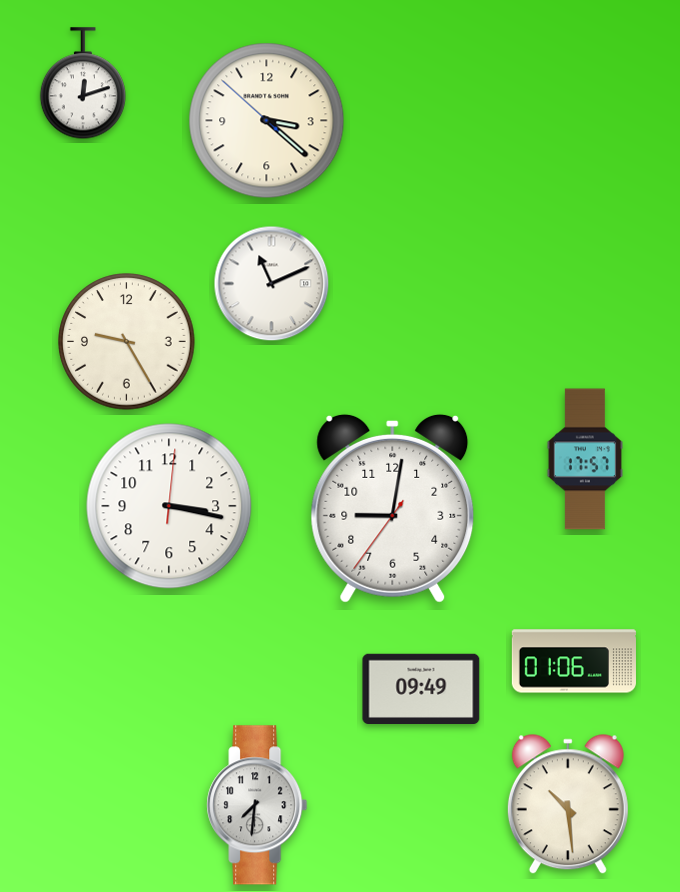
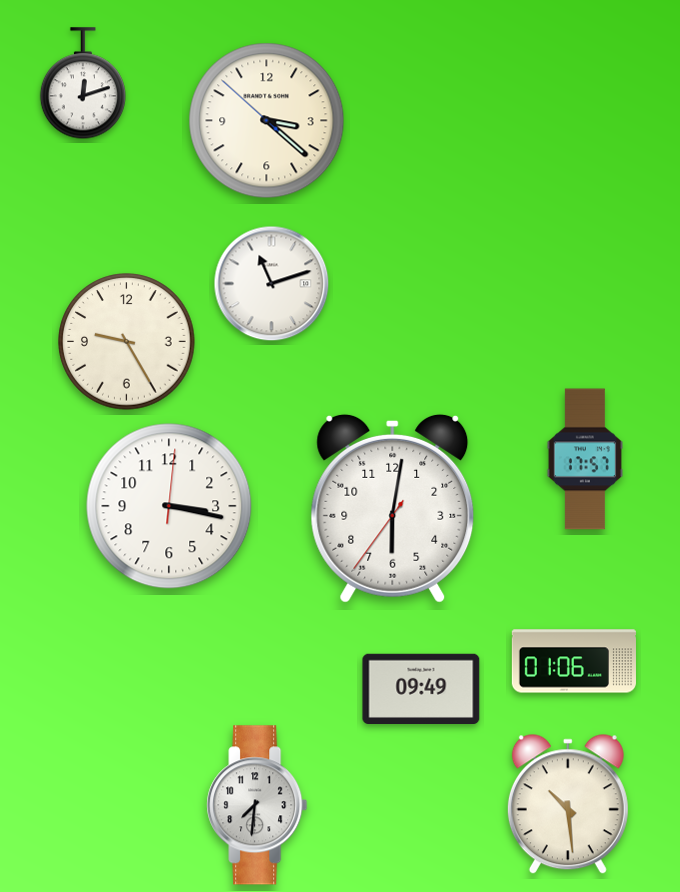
clock at (272, 284): 11:11 -> 11:12
clock at (393, 508): 9:01 -> 6:01
